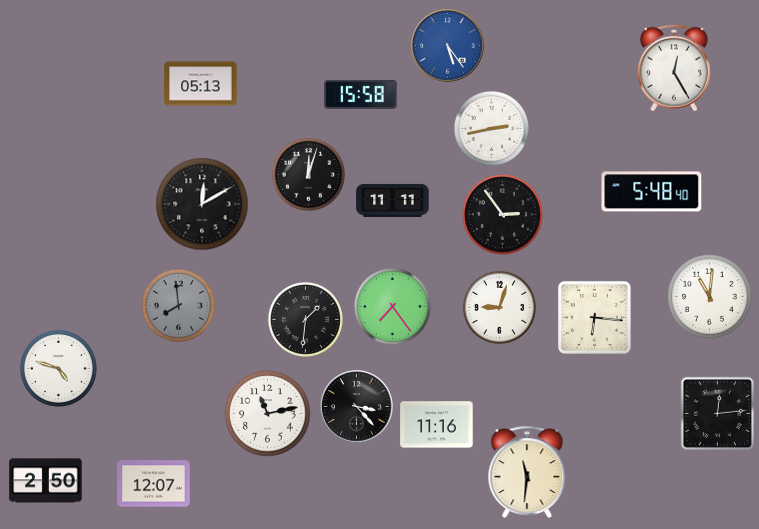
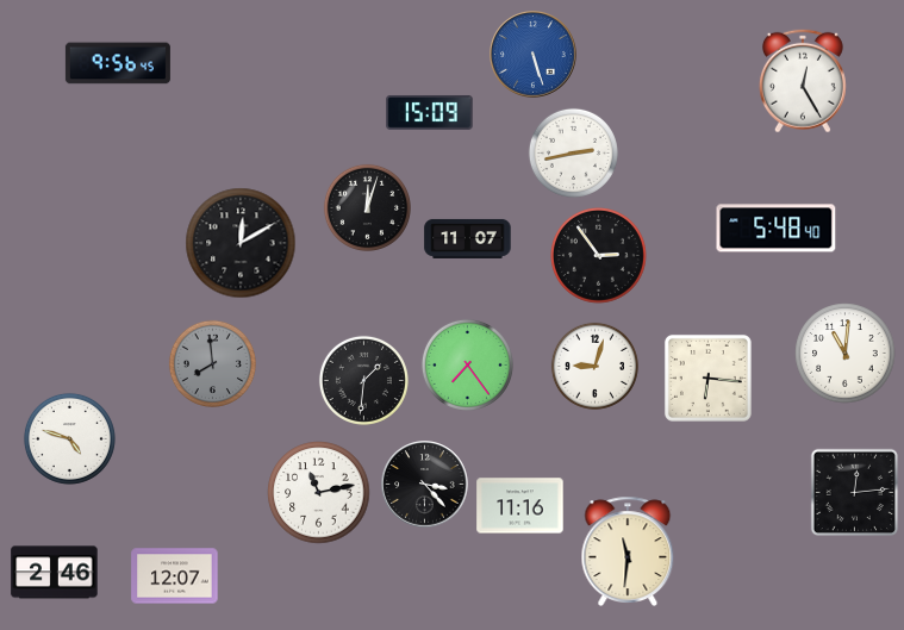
clock at (448, 46): 5:24 -> 5:27
clock at (118, 63): none -> 9:56
clock at (201, 84): 05:13 -> none
clock at (361, 95): 15:58 -> 15:09
clock at (491, 128) position: (491, 128) -> (573, 152)
clock at (393, 200): 11:11 -> 11:07
clock at (527, 471) position: (527, 471) -> (628, 550)
clock at (46, 481): 2:50 -> 2:46
clock at (154, 484) position: (154, 484) -> (175, 576)
